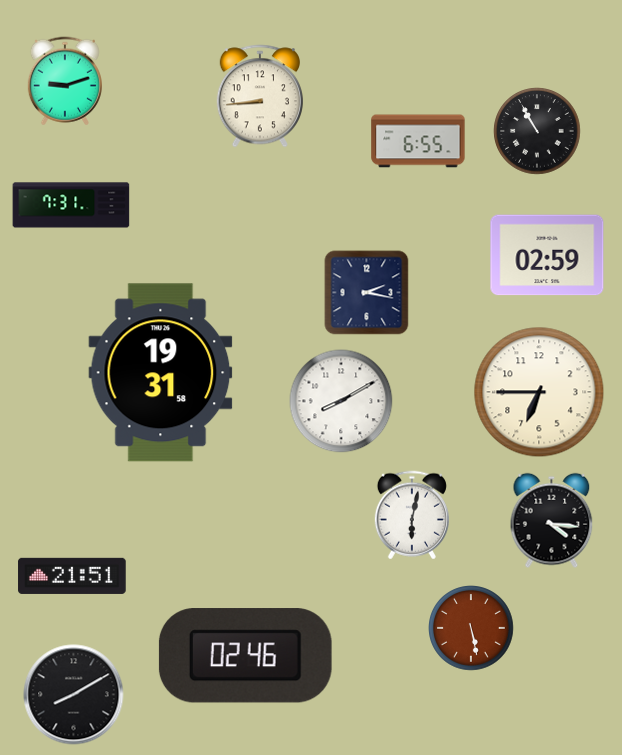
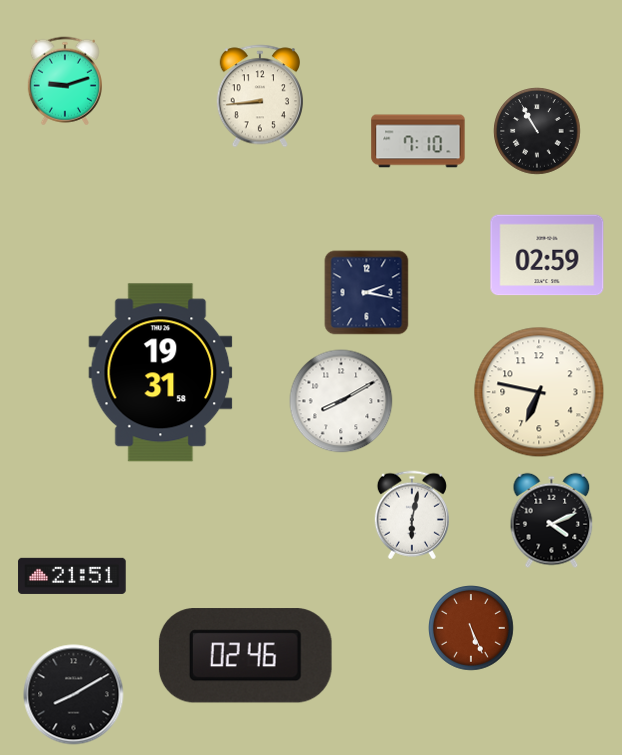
clock at (418, 141): 6:55 -> 7:10
clock at (71, 205): 7:31 -> none
clock at (539, 392): 6:45 -> 6:47
clock at (552, 521): 4:16 -> 4:11
clock at (472, 629): 5:28 -> 5:26
